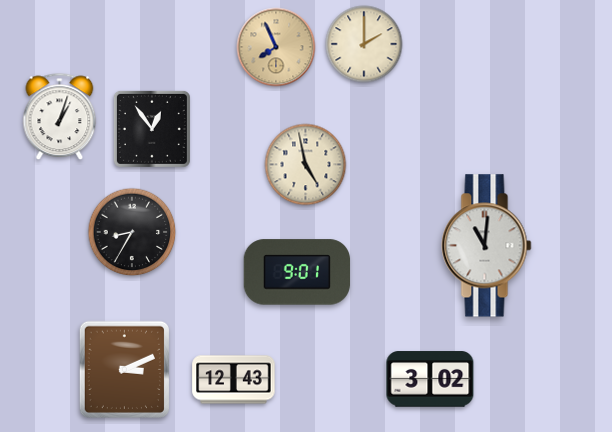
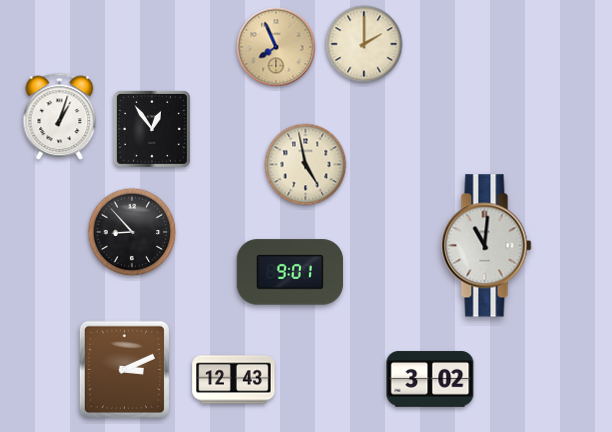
clock at (132, 232): 8:35 -> 8:53
clock at (297, 272) position: (297, 272) -> (290, 272)
